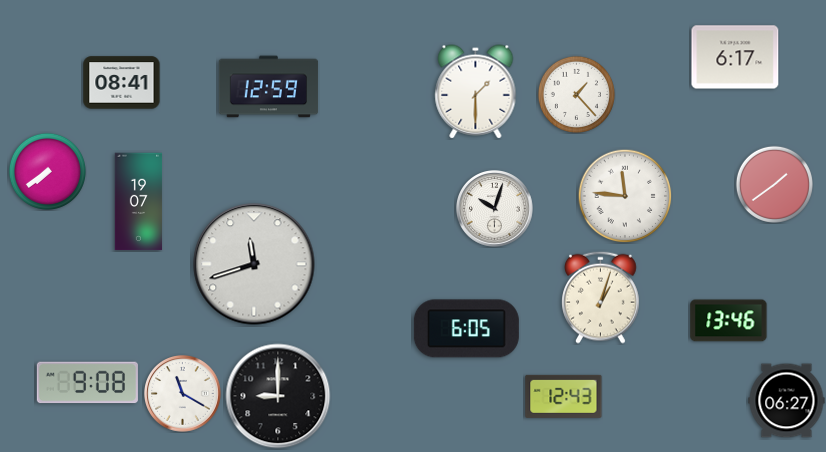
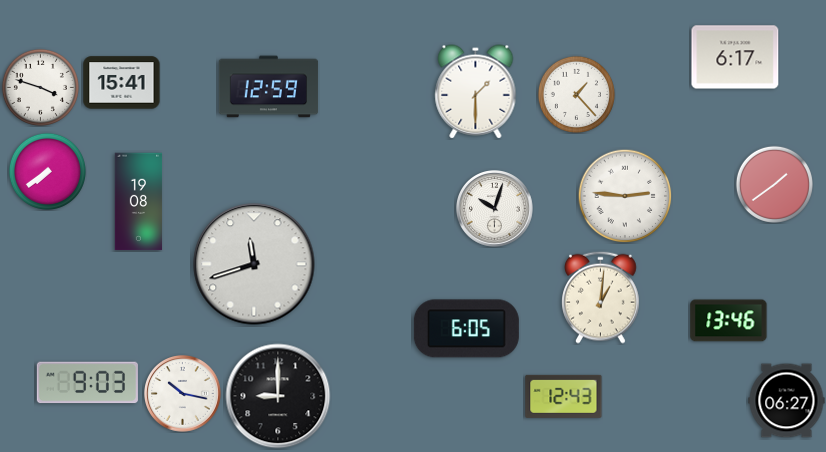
clock at (122, 83): 08:41 -> 15:41
clock at (40, 87): none -> 3:48
clock at (625, 196): 11:46 -> 2:46
clock at (139, 202): 19:07 -> 19:08
clock at (601, 297): 1:03 -> 1:01
clock at (87, 383): 9:08 -> 9:03
clock at (183, 394): 11:20 -> 10:17
